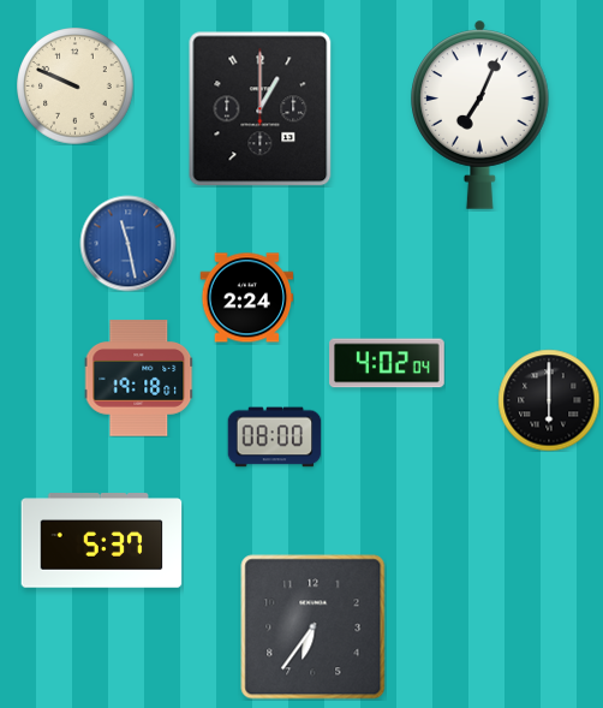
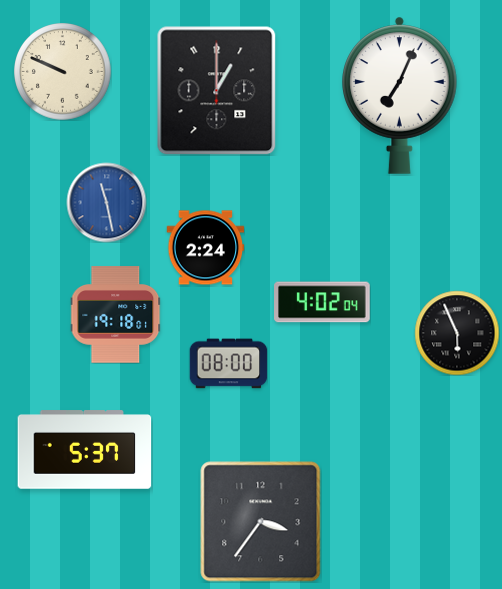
clock at (549, 400): 6:00 -> 5:56
clock at (314, 627): 6:36 -> 3:36
